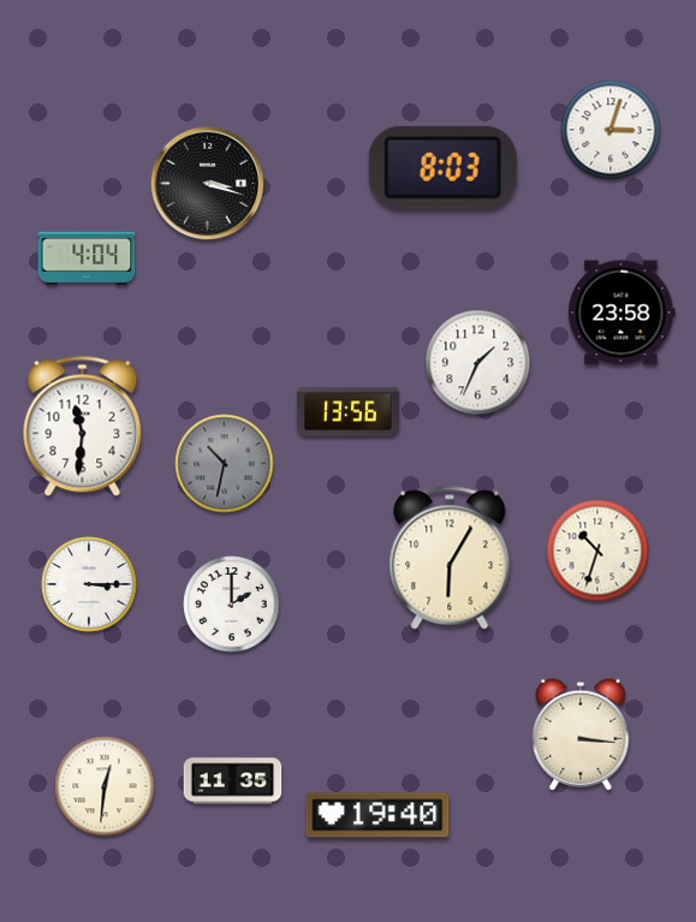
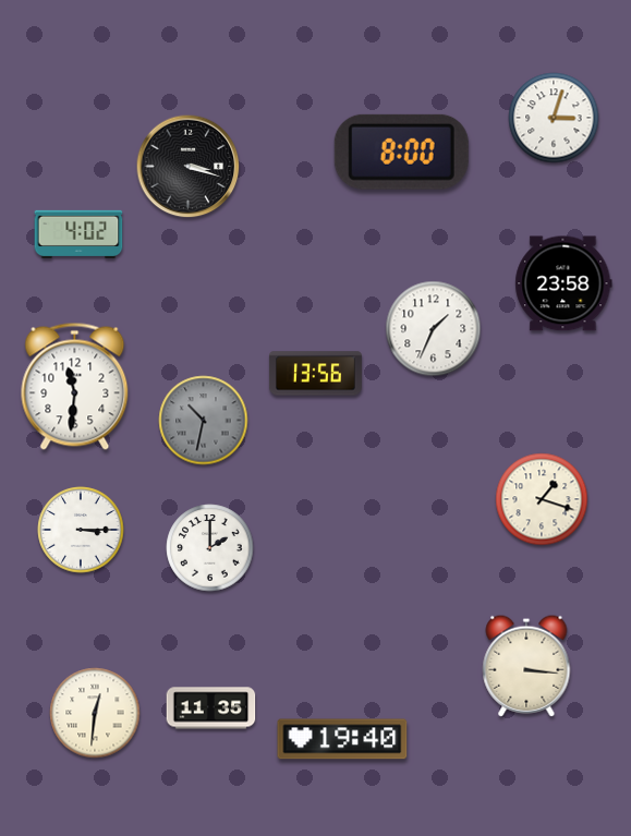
clock at (442, 167): 8:03 -> 8:00
clock at (87, 257): 4:04 -> 4:02
clock at (597, 551): 10:33 -> 1:18
clock at (450, 558): 6:05 -> none
